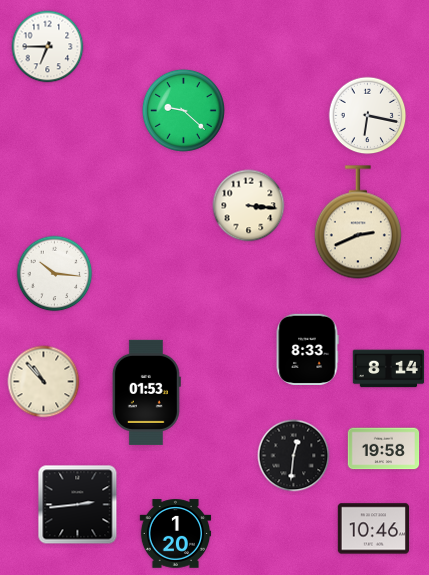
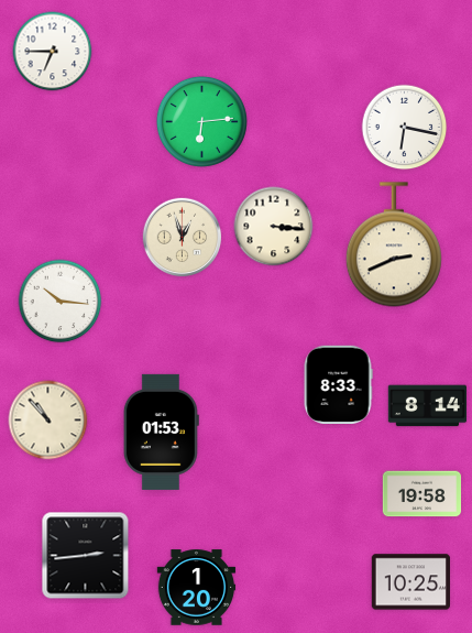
clock at (183, 110): 9:22 -> 6:14
clock at (183, 238): none -> 12:57
clock at (294, 456): 12:31 -> none
clock at (374, 529): 10:46 -> 10:25
clock at (176, 534) position: (176, 534) -> (197, 588)
